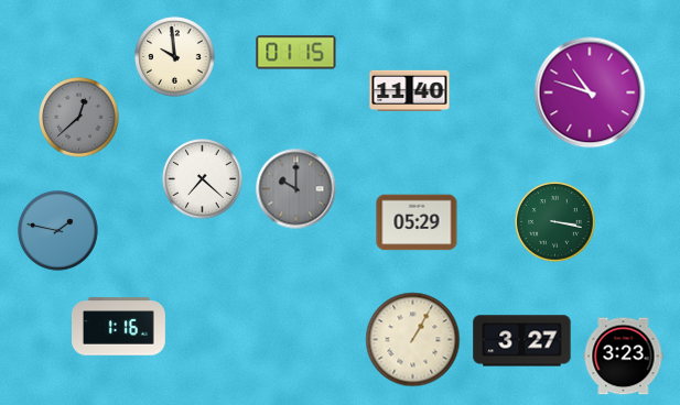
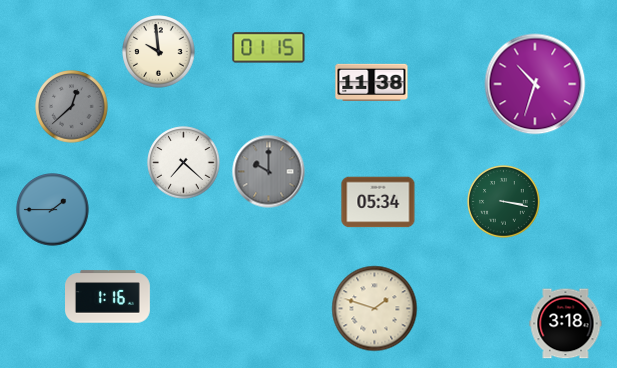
clock at (410, 90): 11:40 -> 11:38
clock at (590, 92): 10:48 -> 10:33
clock at (417, 222): 05:29 -> 05:34
clock at (58, 231): 1:47 -> 1:45
clock at (413, 340): 1:05 -> 1:48
clock at (522, 341): 3:27 -> none
clock at (624, 357): 3:23 -> 3:18
